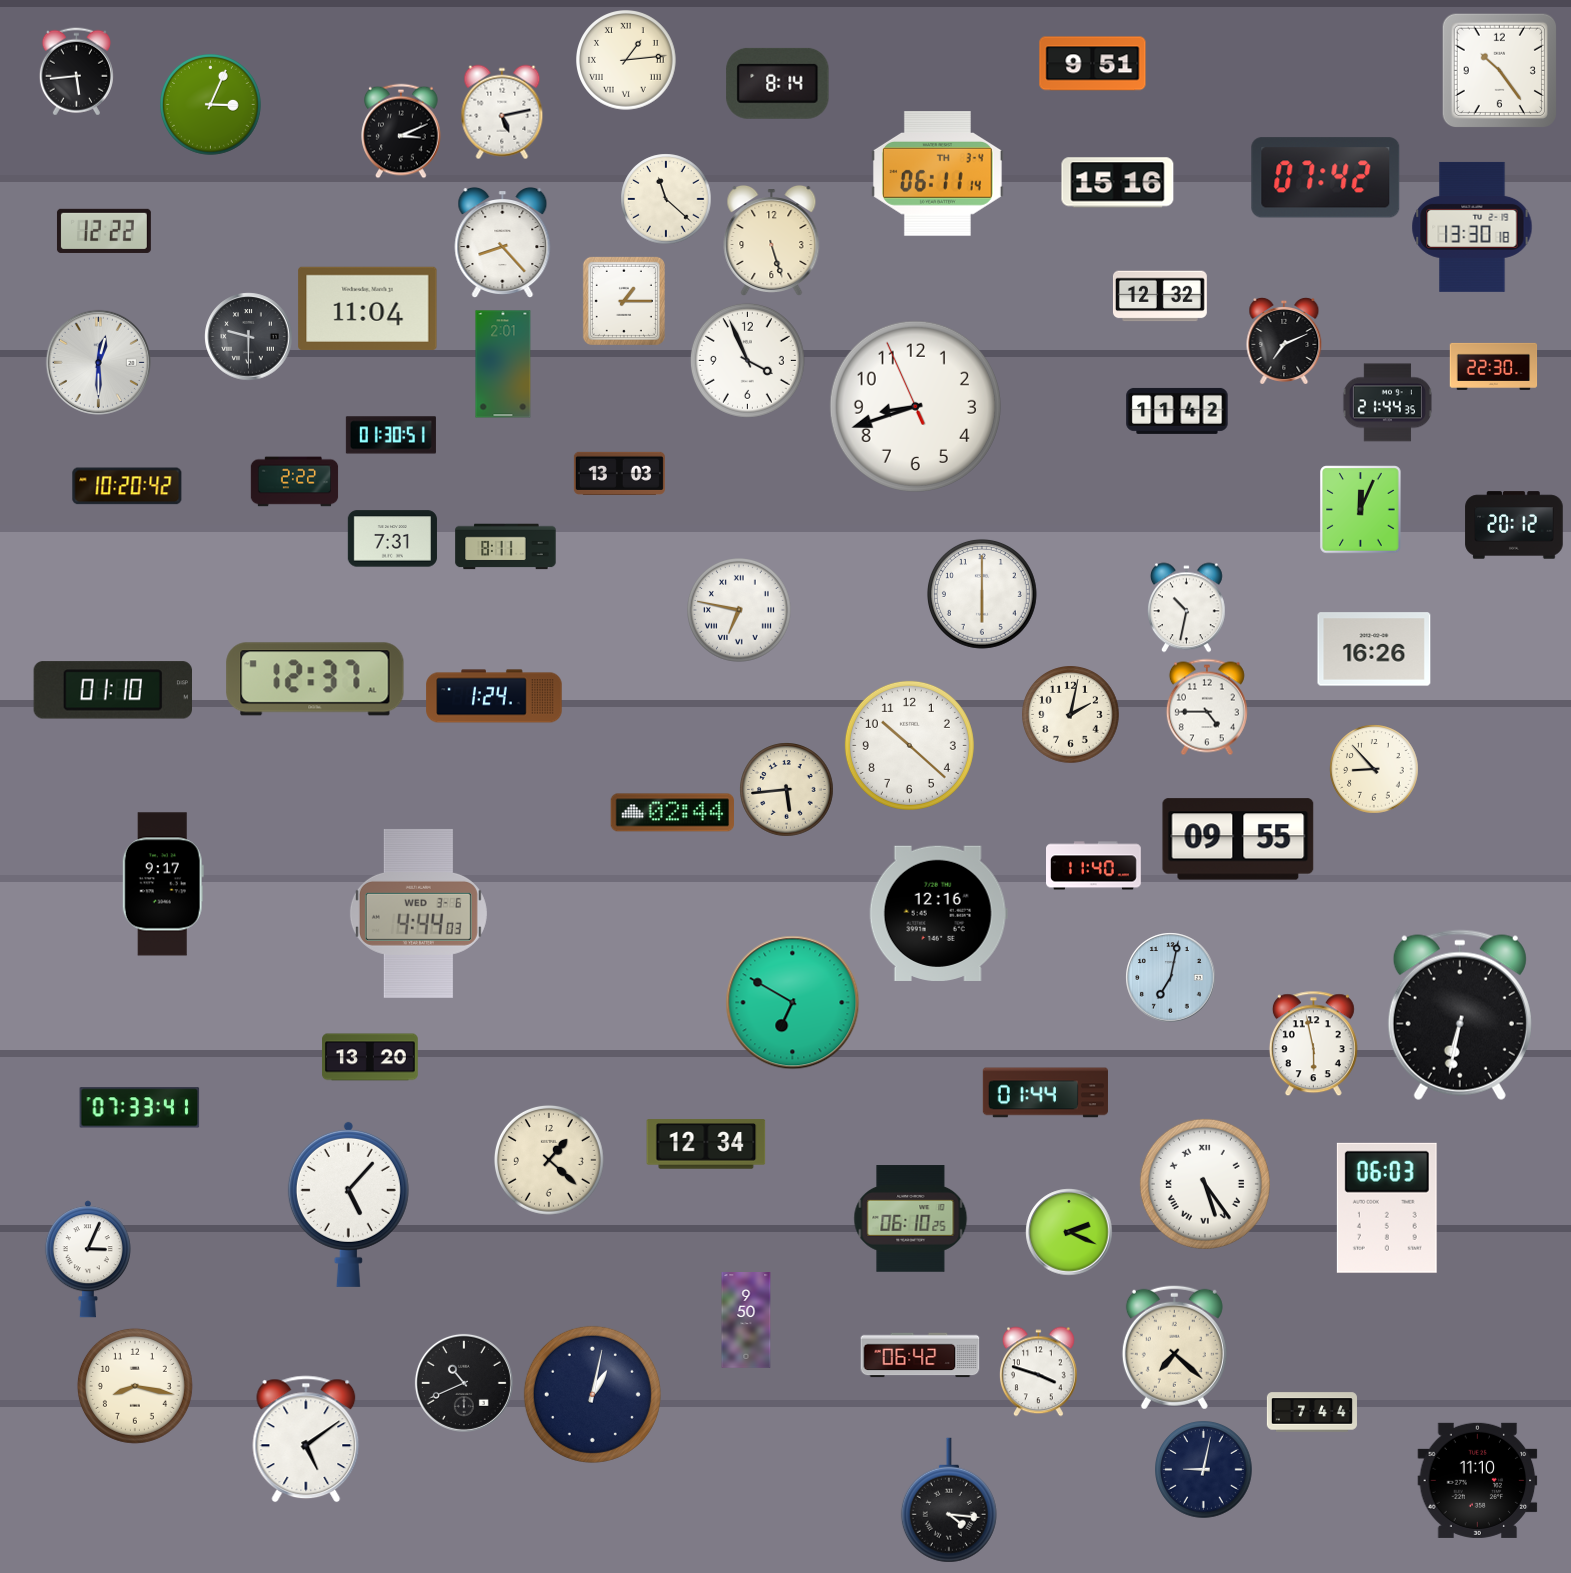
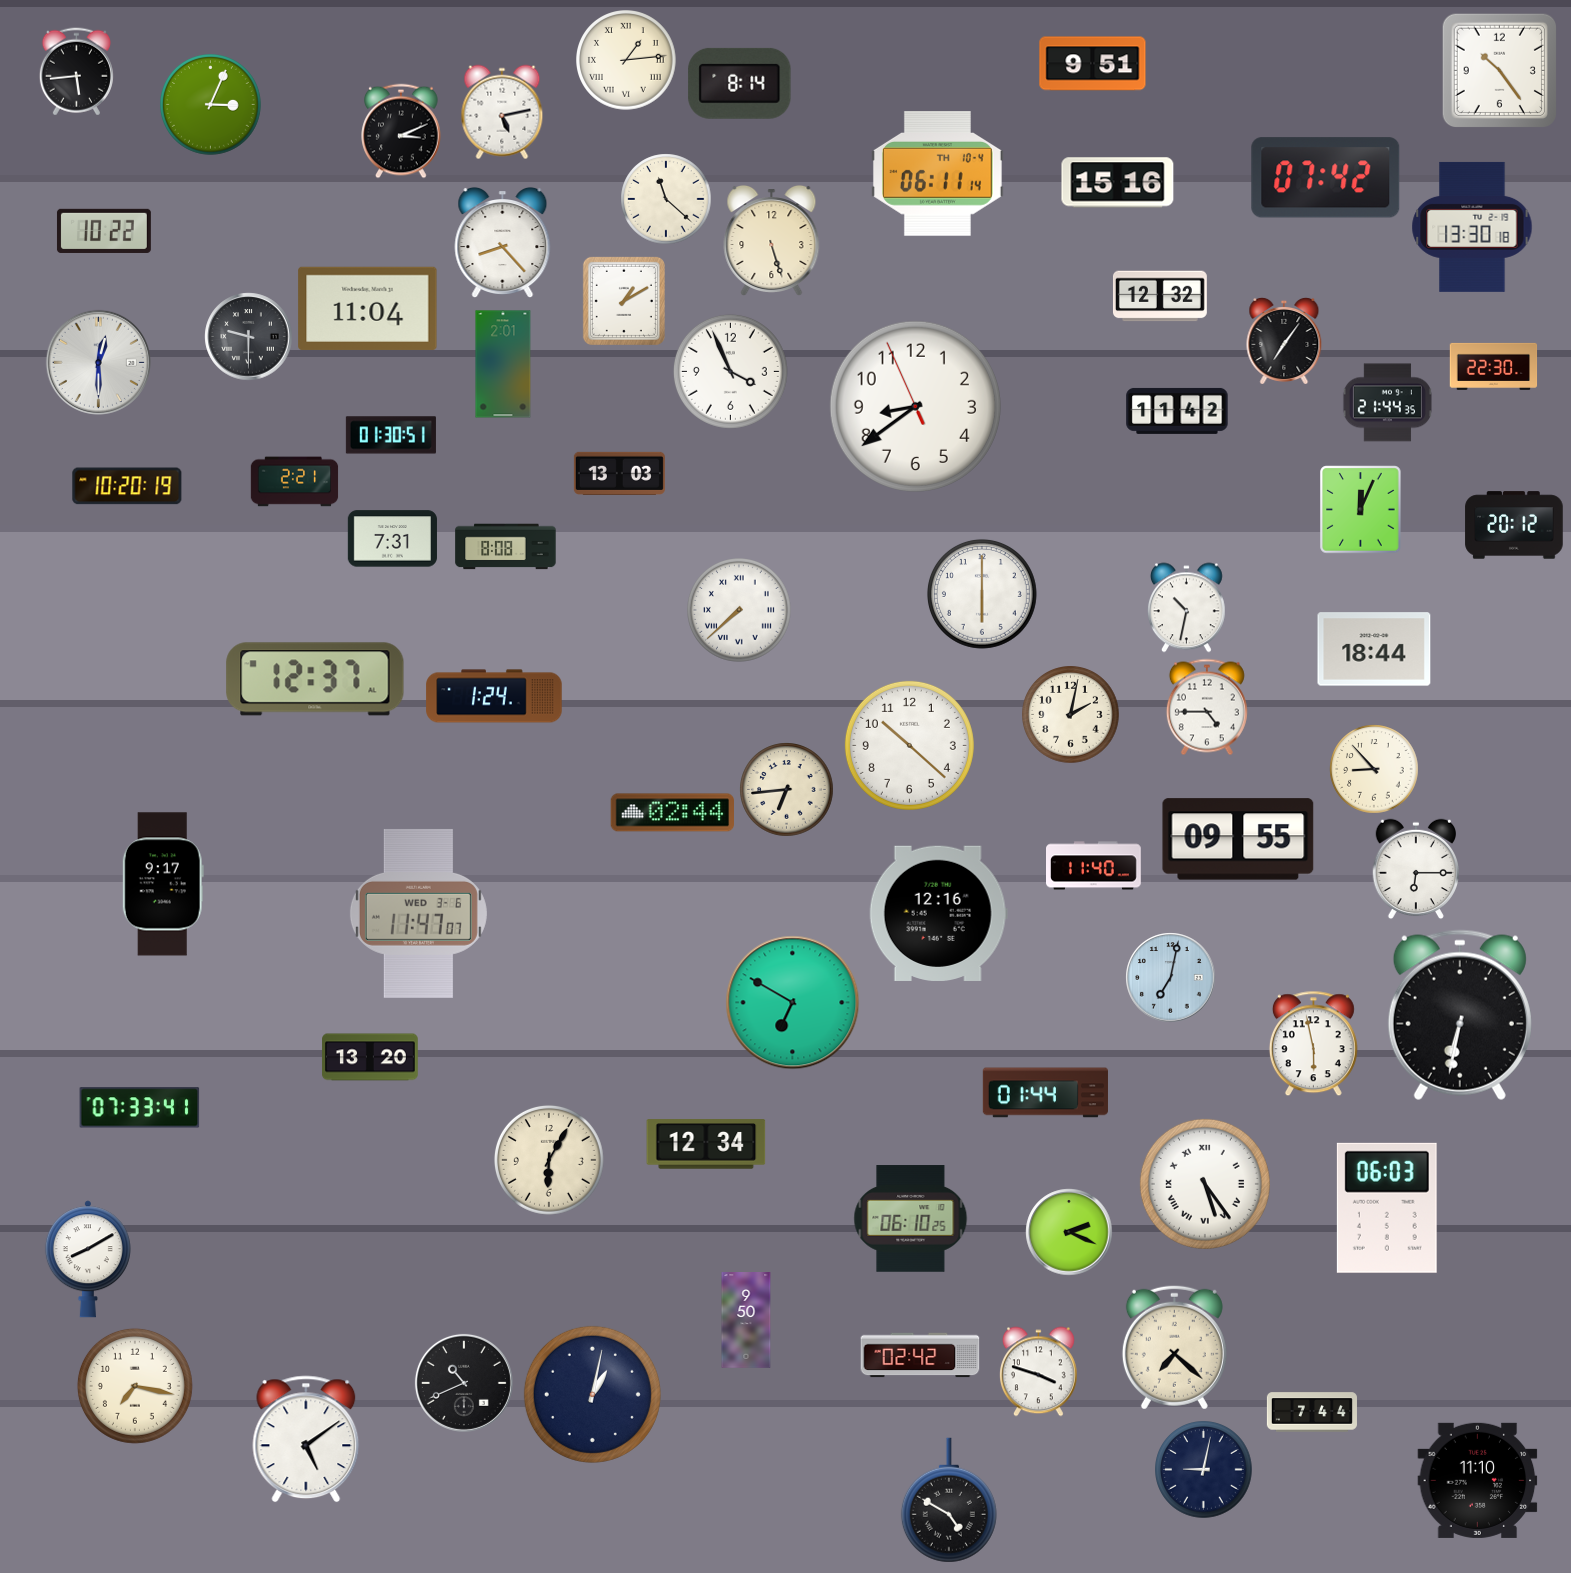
clock at (778, 83) position: (778, 83) -> (740, 83)
clock at (937, 174) date: TH 3-4 -> TH 10-4
clock at (104, 231): 12:22 -> 10:22
clock at (624, 301): 1:15 -> 1:10
clock at (1284, 341): 7:11 -> 7:06
clock at (747, 360) position: (747, 360) -> (730, 371)
clock at (915, 406): 8:41 -> 8:38
clock at (295, 482): 2:22 -> 2:21
clock at (127, 486): 10:20:42 -> 10:20:19
clock at (506, 547): 8:11 -> 8:08
clock at (740, 611): 6:47 -> 7:38
clock at (1374, 649): 16:26 -> 18:44
clock at (112, 690): 01:10 -> none
clock at (787, 790): 5:44 -> 6:44
clock at (1415, 869): none -> 6:15
clock at (418, 913): 4:44 -> 11:47
clock at (549, 1160): 1:22 -> 6:05
clock at (348, 1204): 5:07 -> none
clock at (88, 1259): 3:04 -> 8:10
clock at (920, 1355): 06:42 -> 02:42
clock at (135, 1386): 8:17 -> 7:17
clock at (949, 1500): 4:16 -> 4:50
